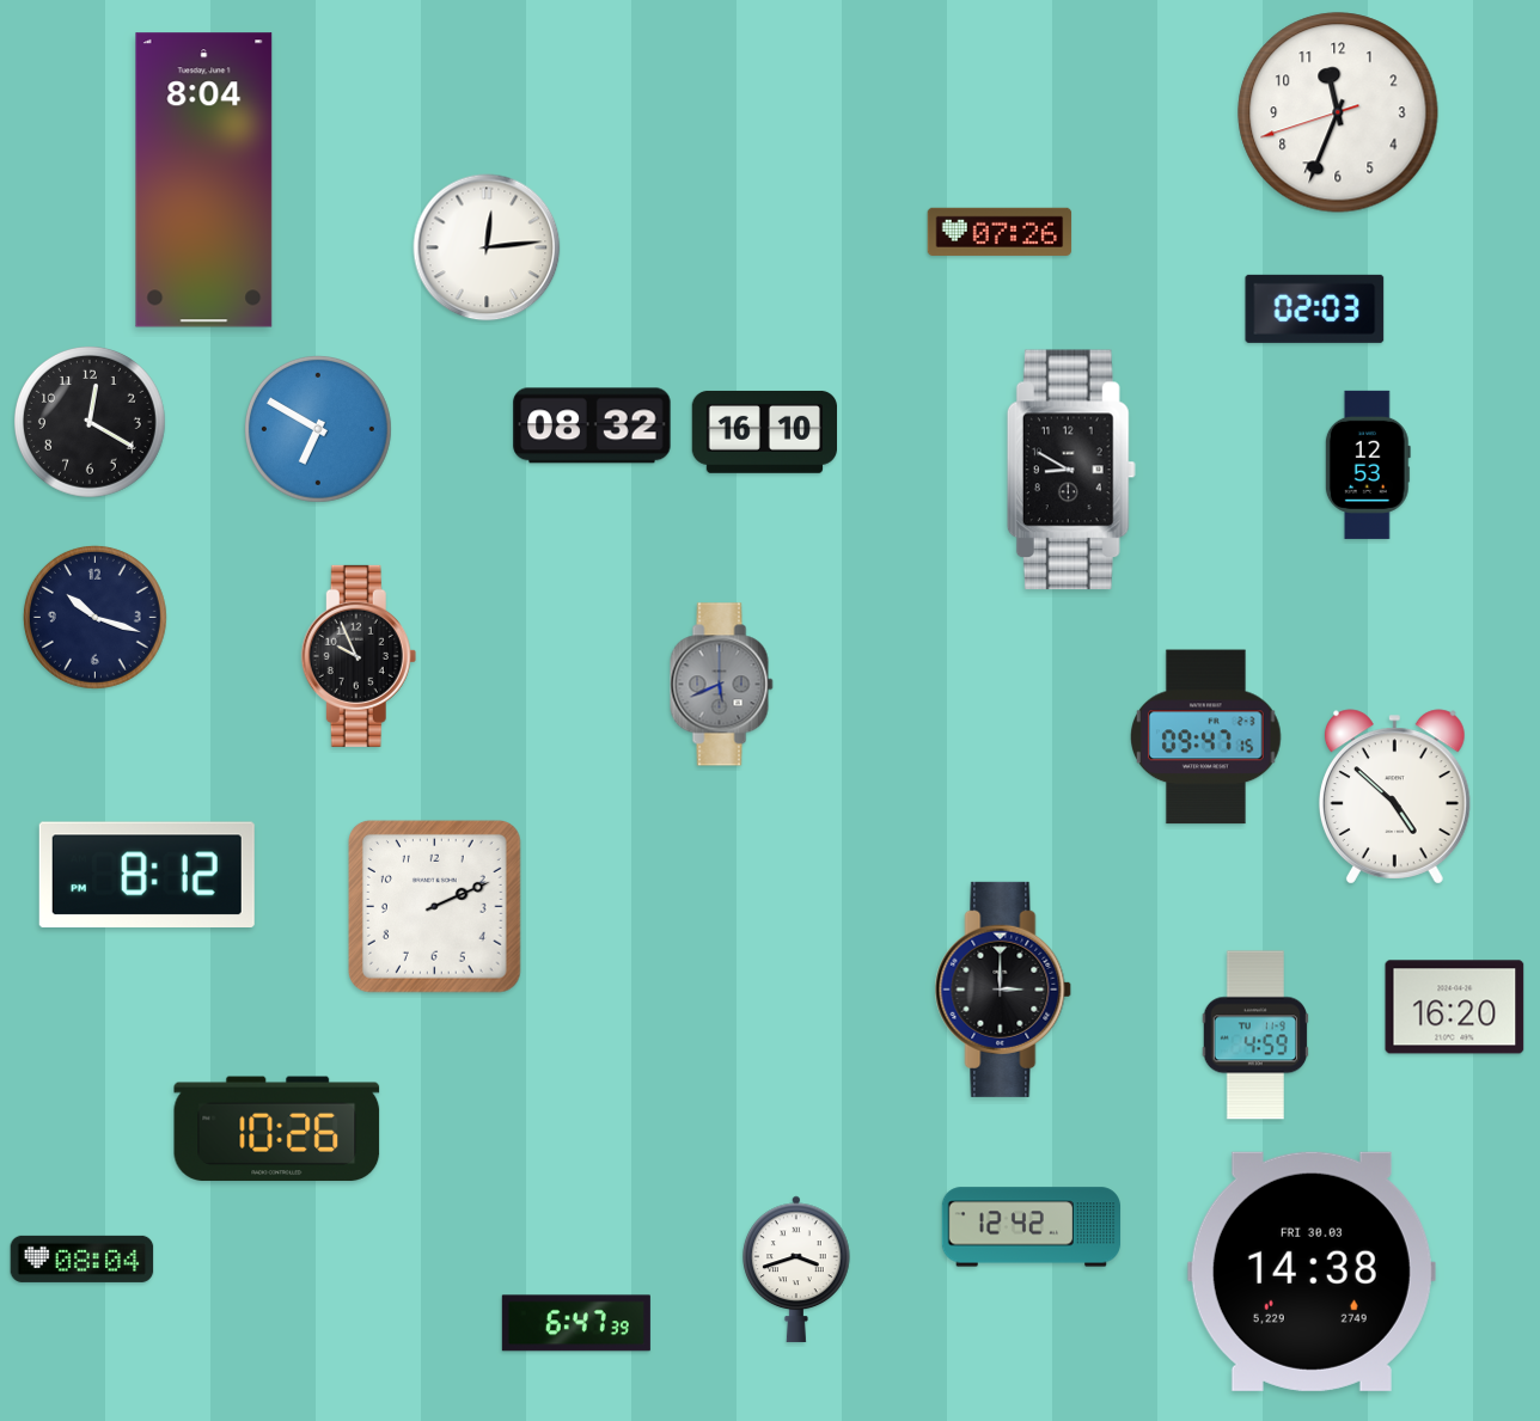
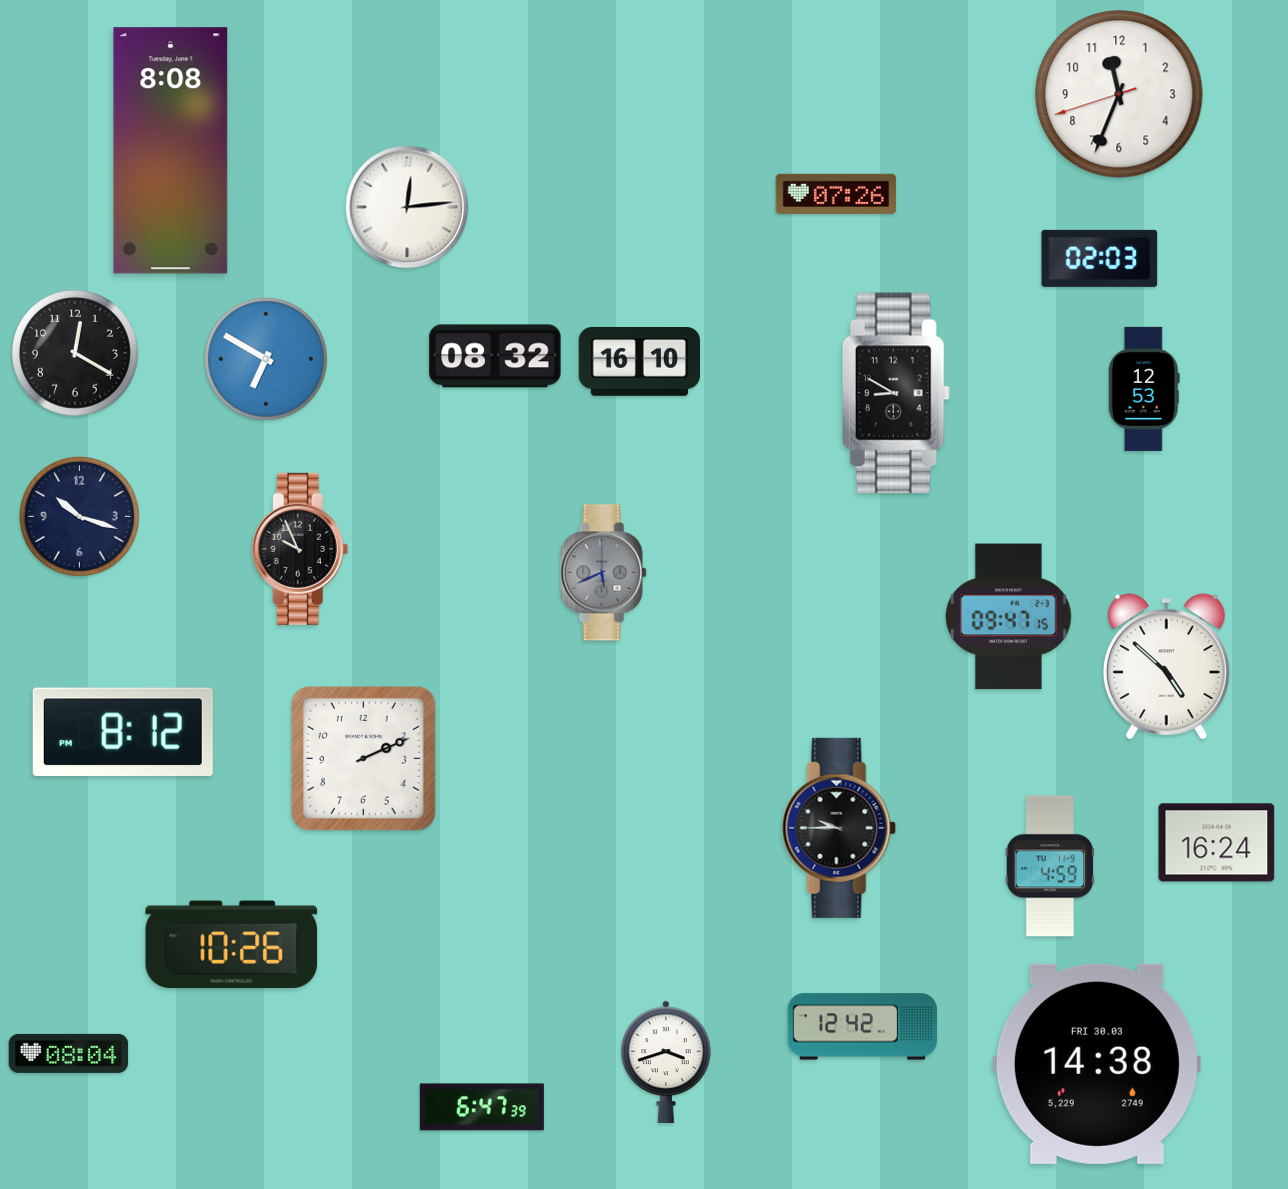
clock at (204, 180): 8:04 -> 8:08
clock at (1003, 990): 3:00 -> 9:45
clock at (1455, 1007): 16:20 -> 16:24
